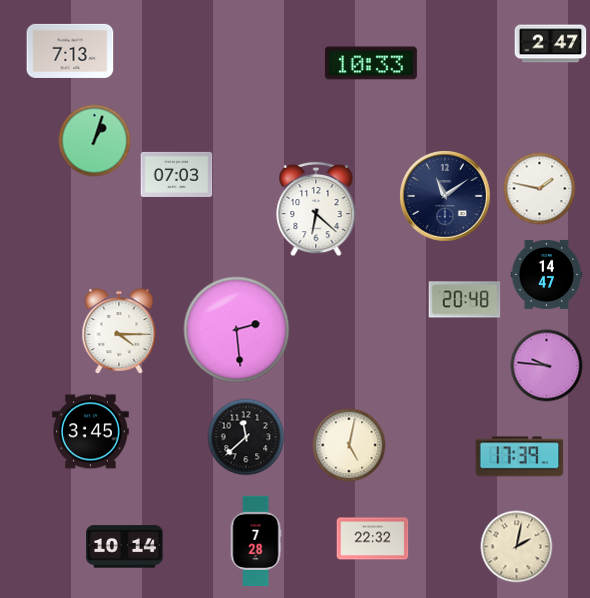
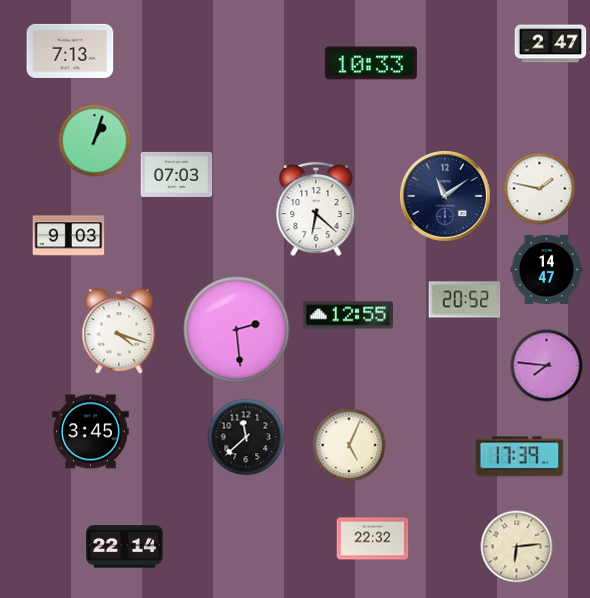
clock at (69, 236): none -> 9:03
clock at (547, 274) position: (547, 274) -> (547, 269)
clock at (465, 300): 20:48 -> 20:52
clock at (347, 315): none -> 12:55
clock at (119, 332): 4:15 -> 4:18
clock at (547, 366): 9:46 -> 7:46
clock at (349, 445): 5:02 -> 5:04
clock at (256, 540): 7:28 -> none
clock at (125, 547): 10:14 -> 22:14
clock at (517, 547): 2:02 -> 6:14
